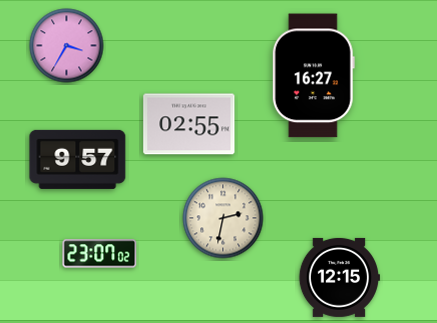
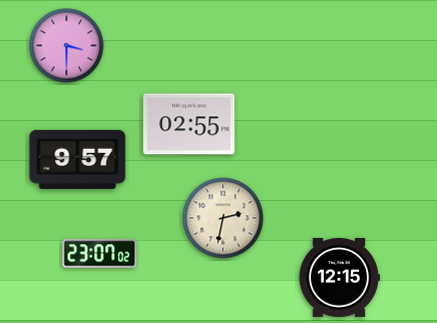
clock at (67, 46): 3:35 -> 3:30
clock at (313, 76): 16:27 -> none
